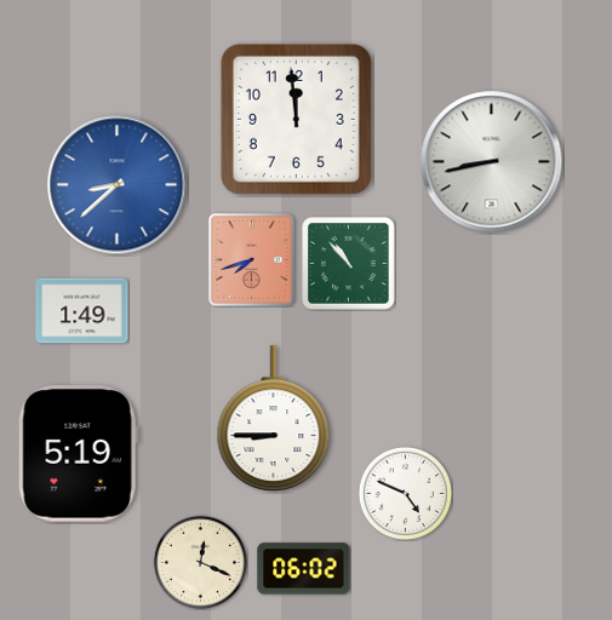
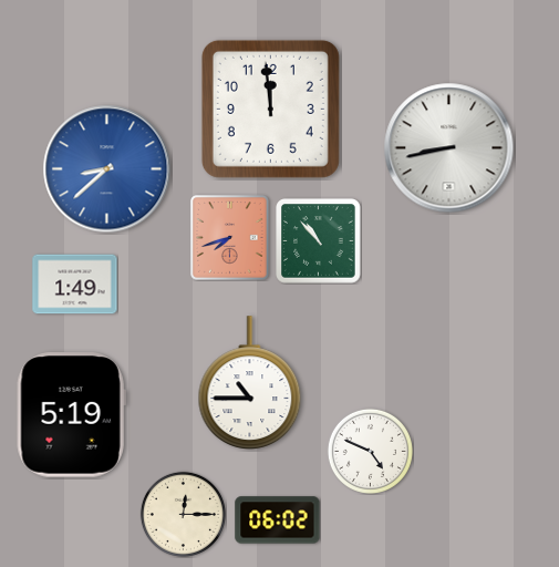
clock at (274, 418): 8:45 -> 10:45
clock at (200, 562): 12:19 -> 12:15
